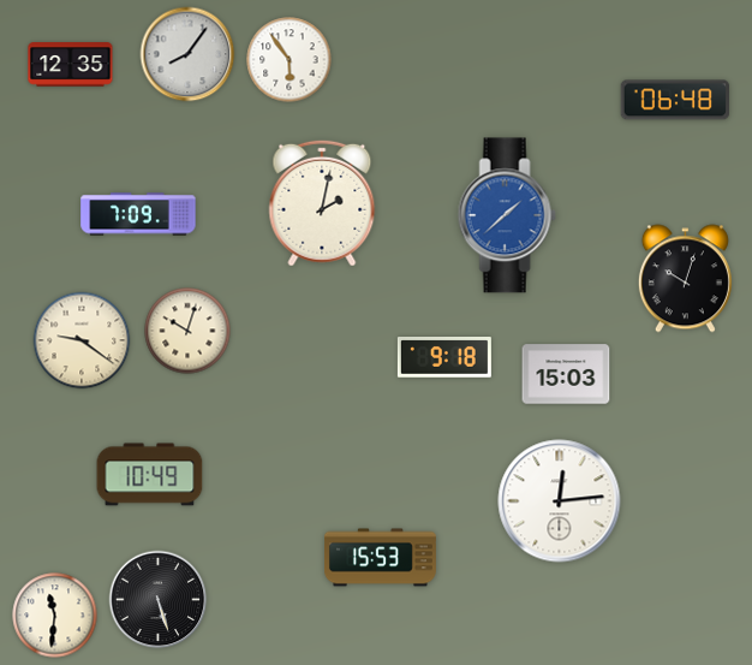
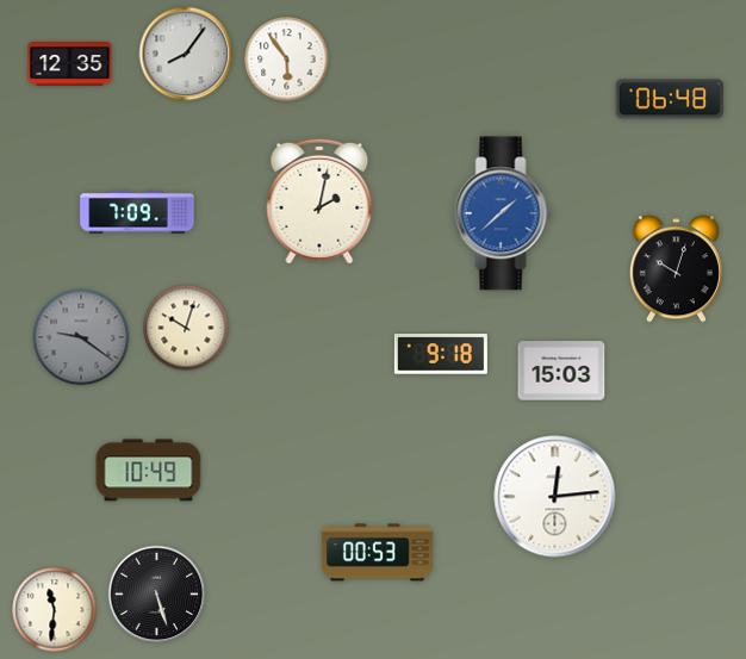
clock at (685, 279) position: (685, 279) -> (676, 269)
clock at (82, 340) dial: cream -> grey
clock at (381, 558): 15:53 -> 00:53
